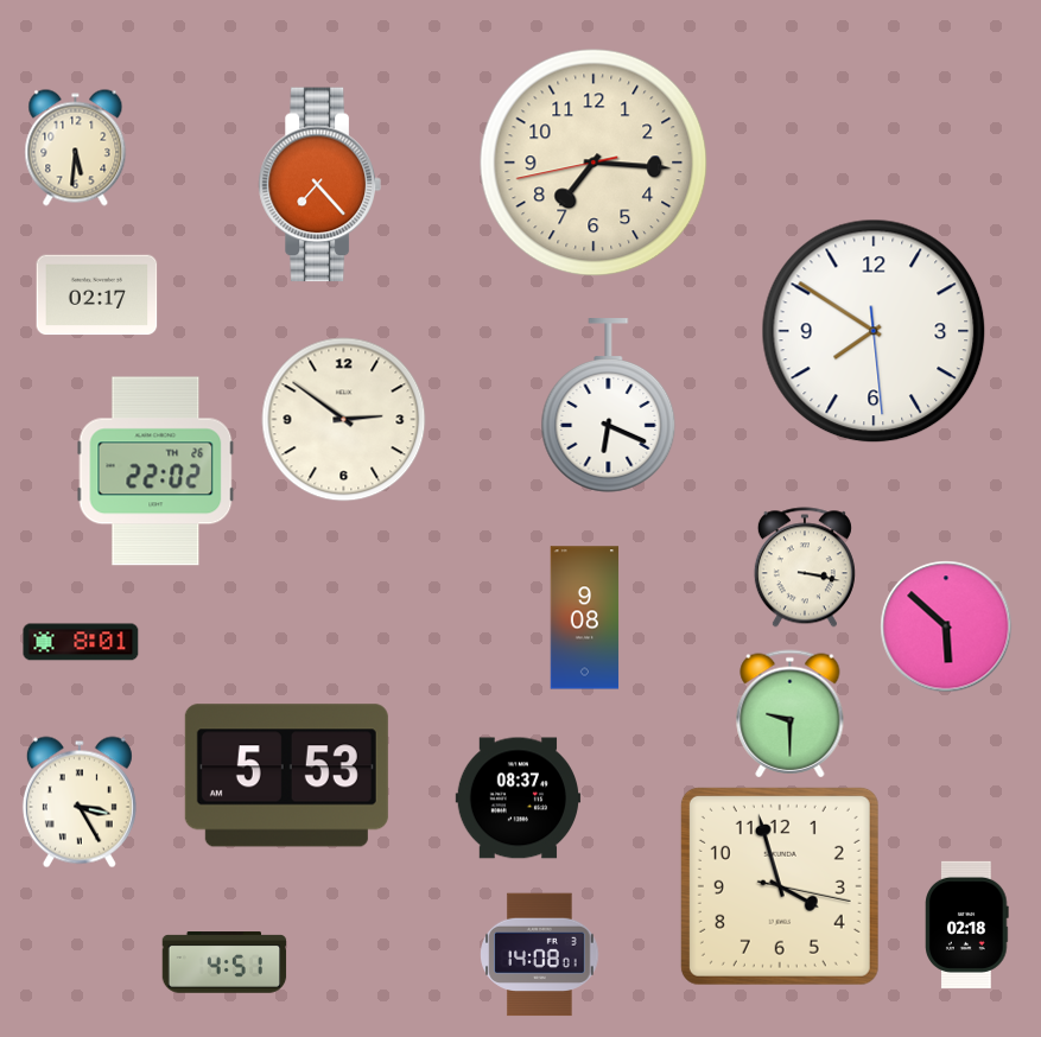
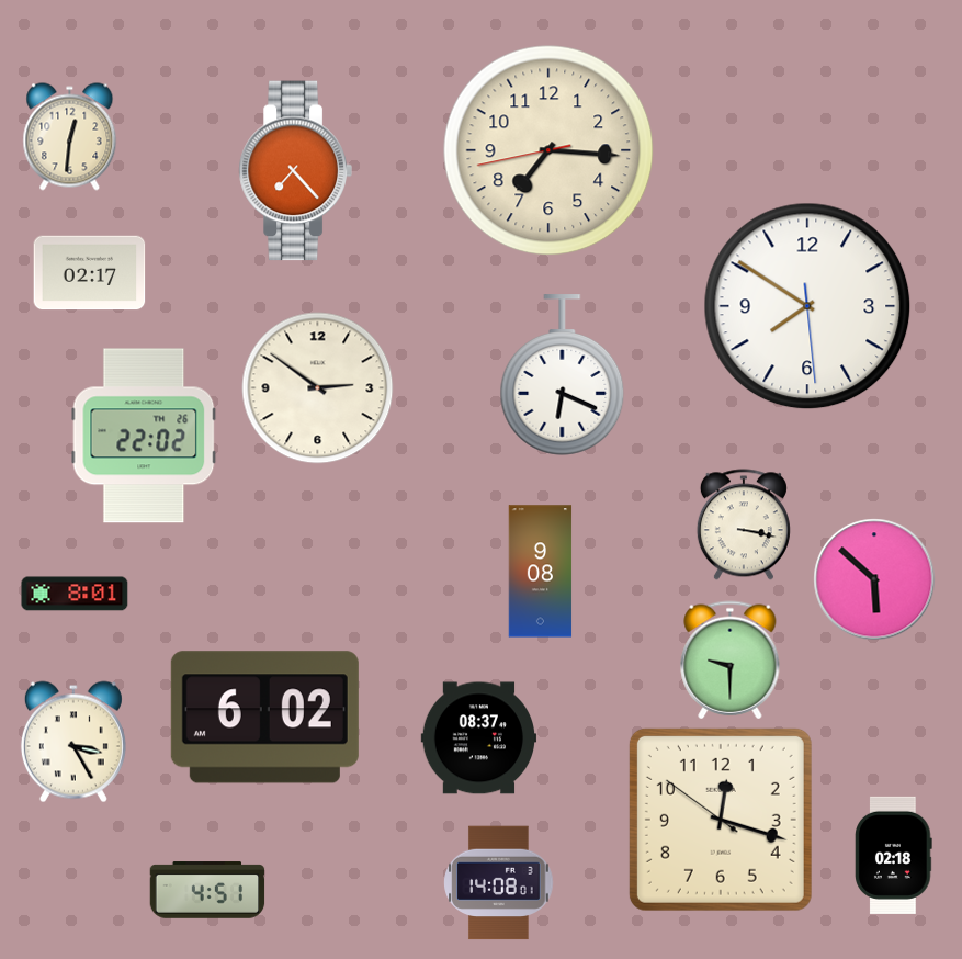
clock at (76, 148): 5:31 -> 12:31
clock at (286, 776): 5:53 -> 6:02
clock at (780, 886): 3:57 -> 12:17
